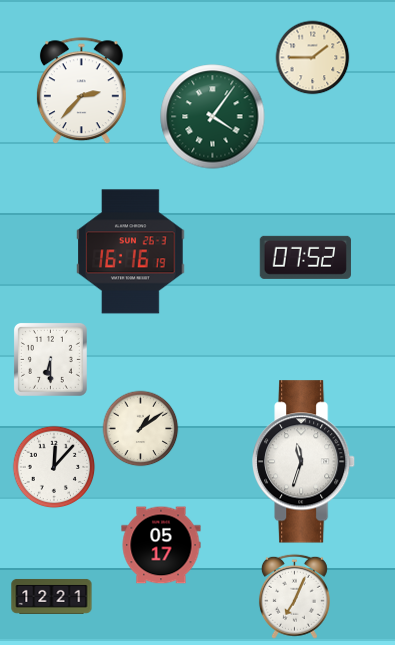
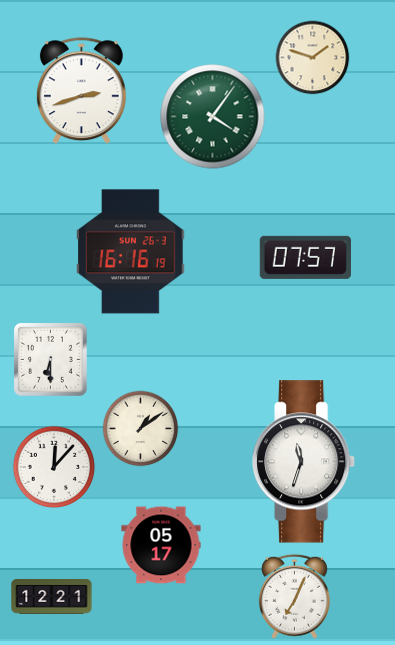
clock at (313, 58): 1:45 -> 1:48
clock at (81, 91): 2:37 -> 2:42
clock at (305, 257): 07:52 -> 07:57
